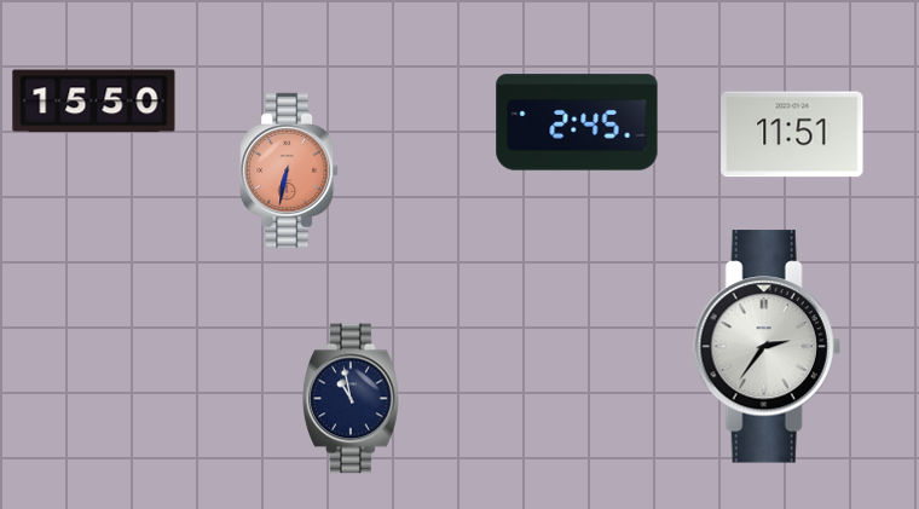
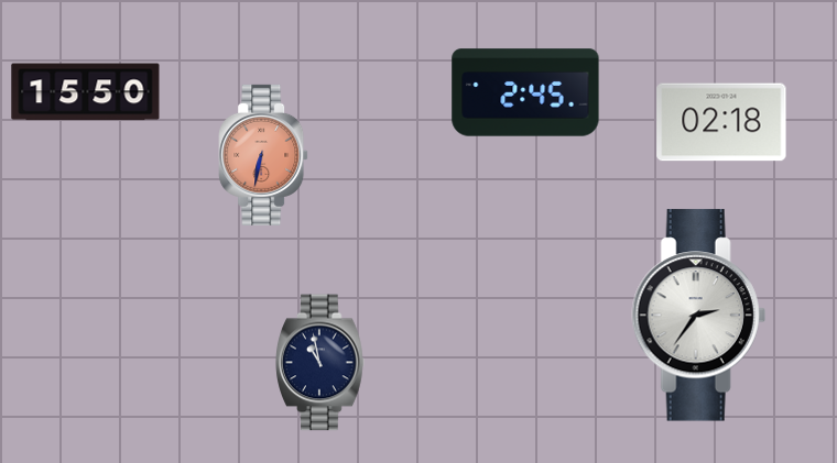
clock at (577, 122) position: (577, 122) -> (525, 92)
clock at (792, 134): 11:51 -> 02:18
